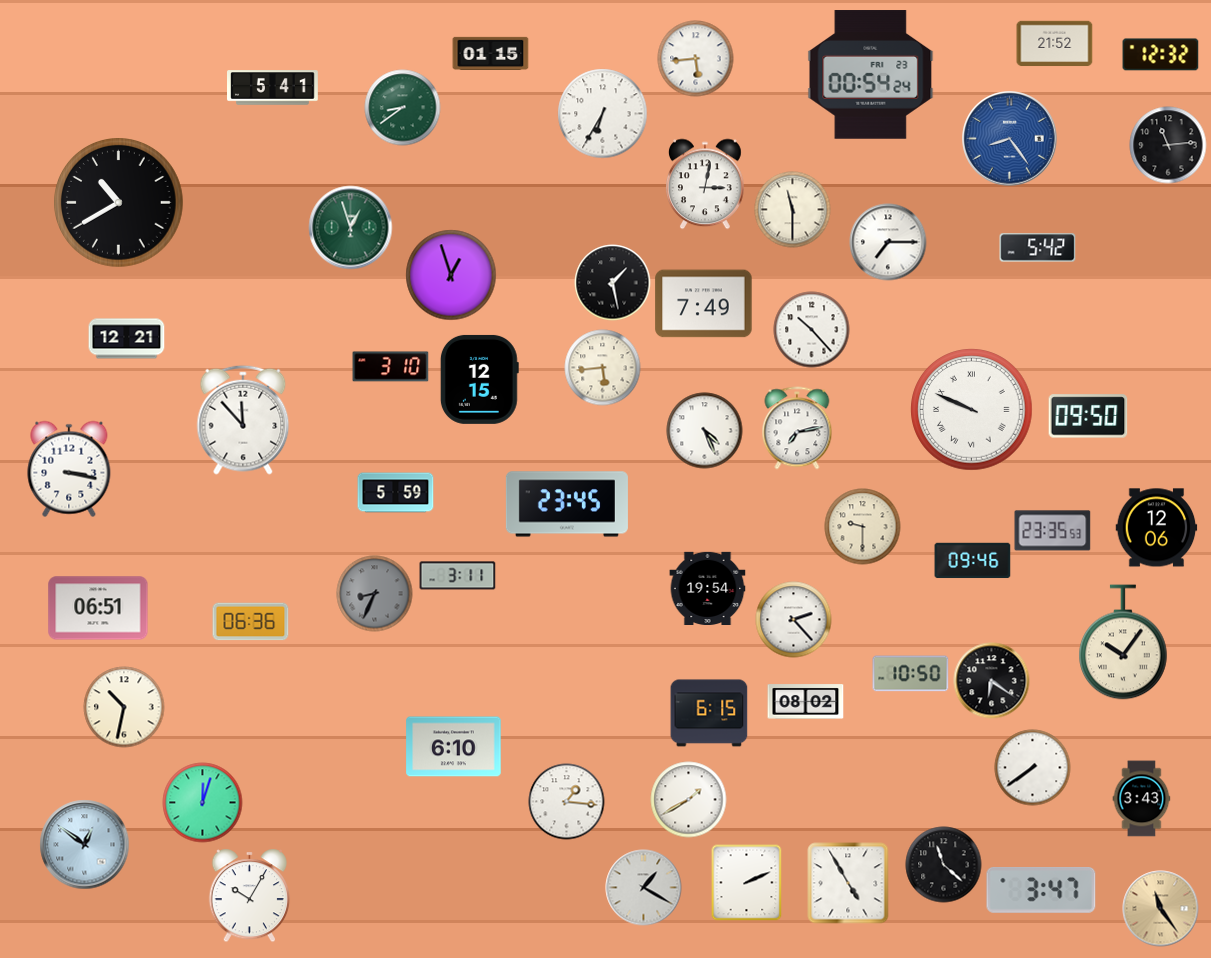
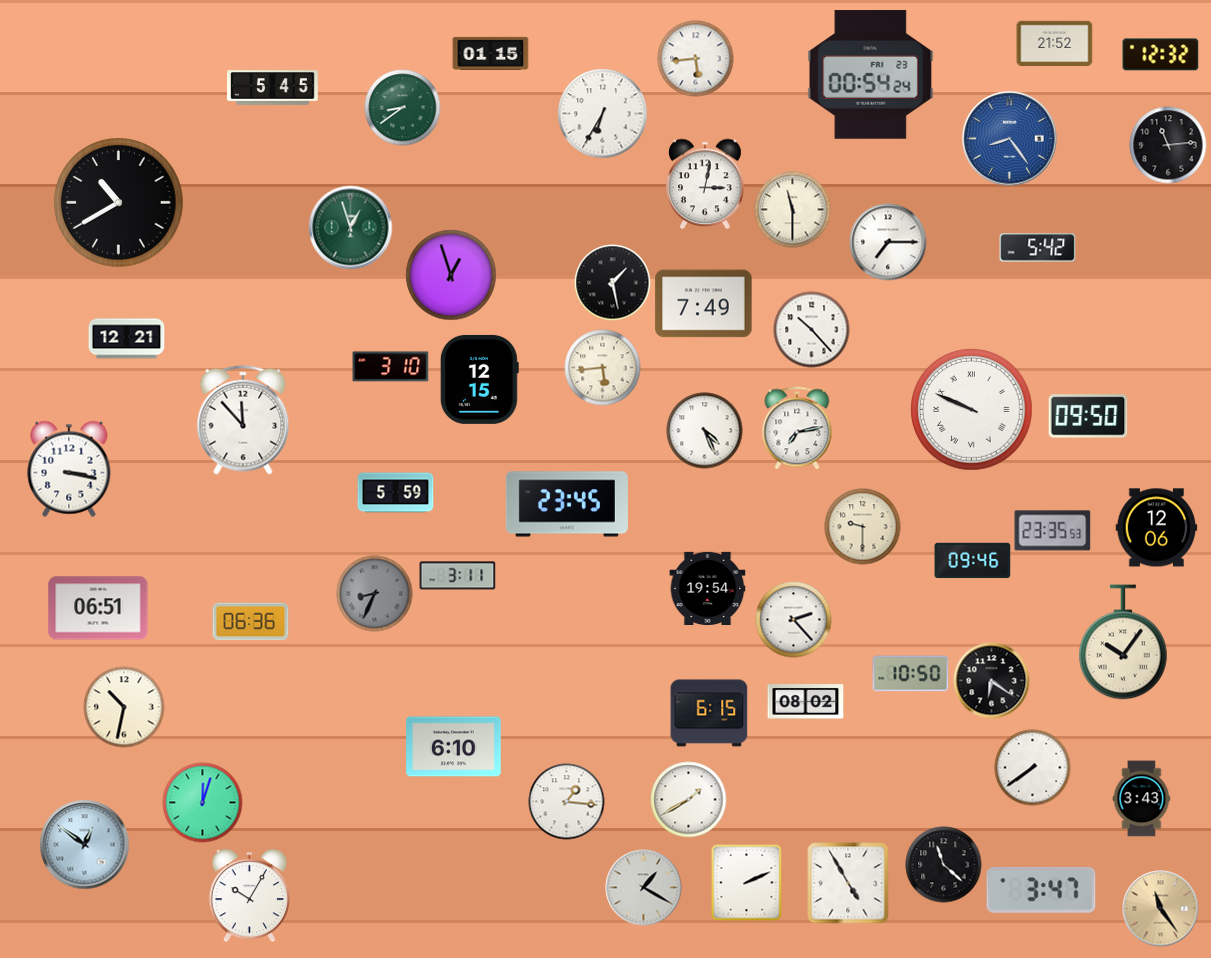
clock at (273, 88): 5:41 -> 5:45
